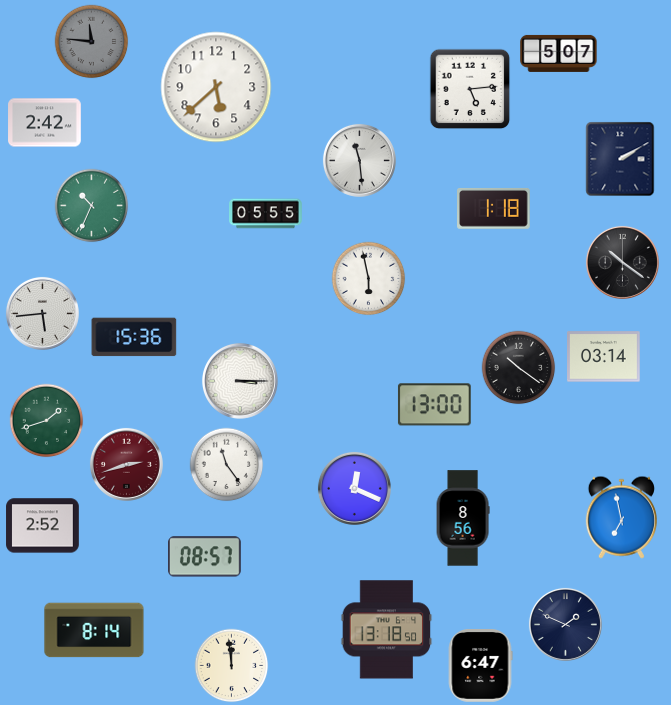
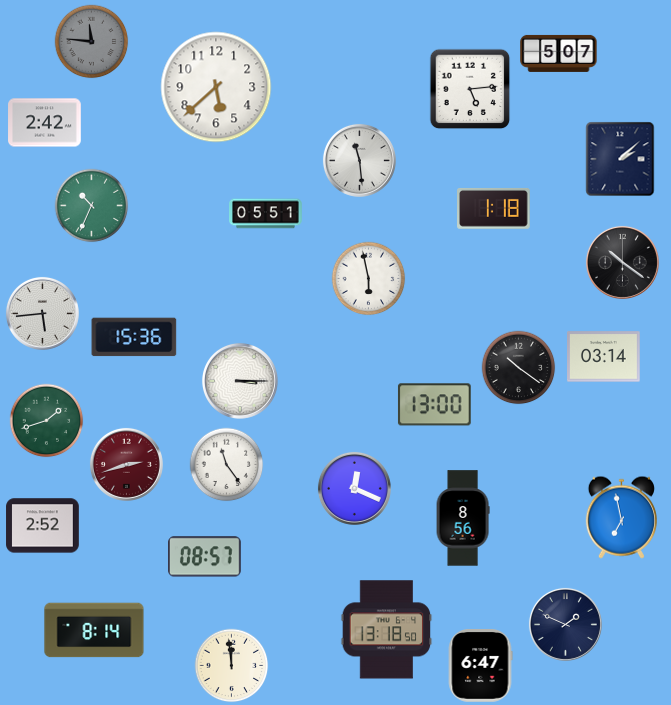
clock at (620, 159): 2:10 -> 2:08
clock at (266, 214): 05:55 -> 05:51
